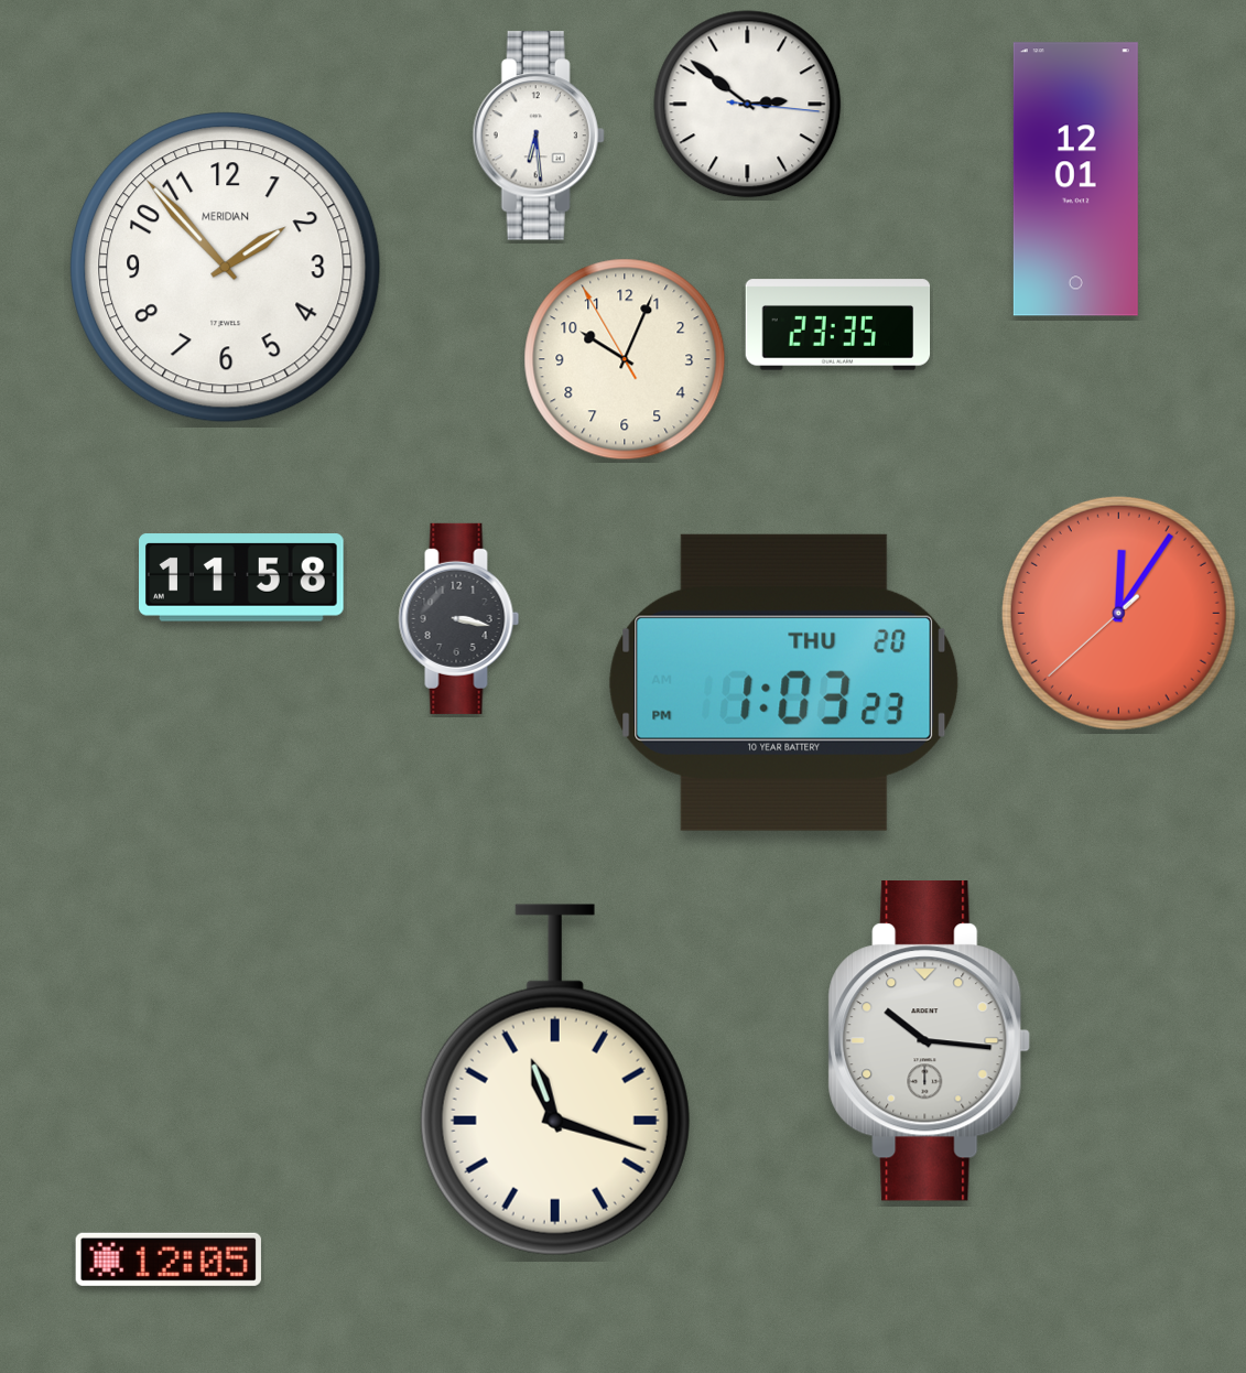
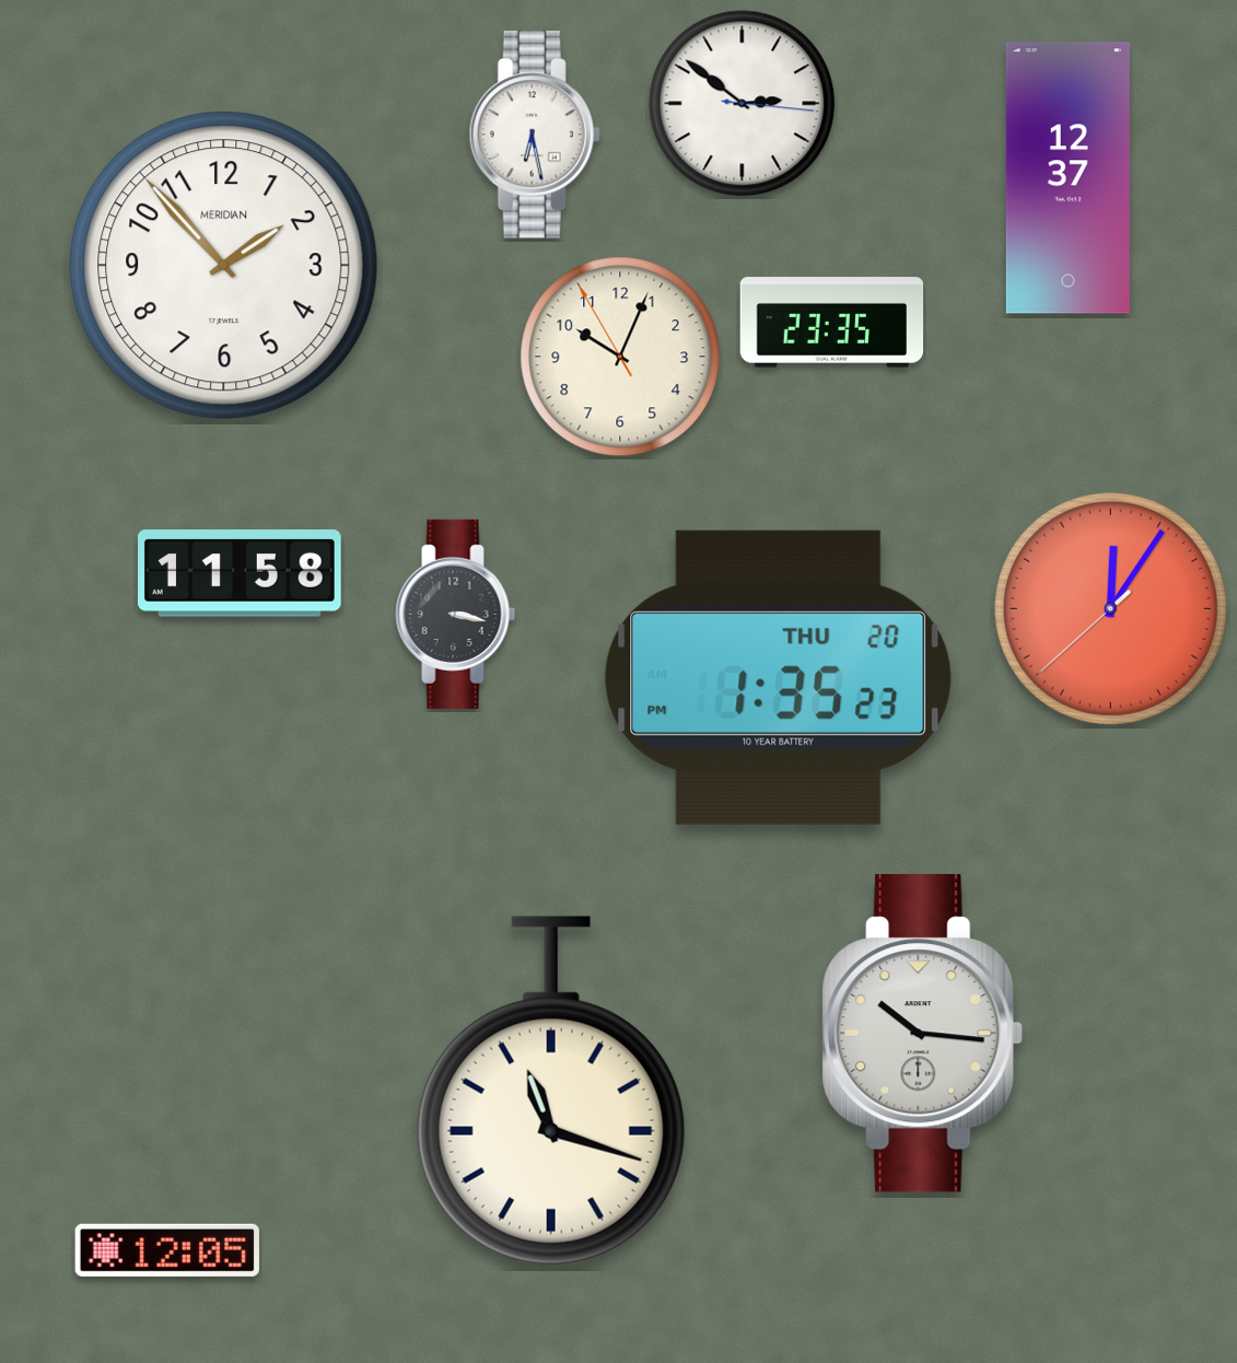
clock at (539, 136): 6:29 -> 6:28
clock at (1075, 180): 12:01 -> 12:37
clock at (784, 682): 1:03 -> 1:35
clock at (555, 1080) position: (555, 1080) -> (551, 1091)
